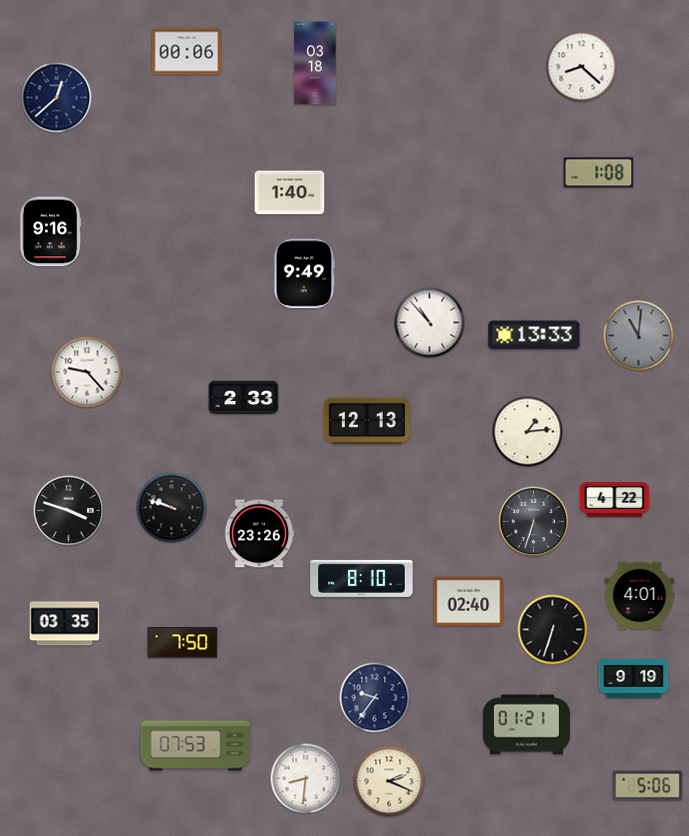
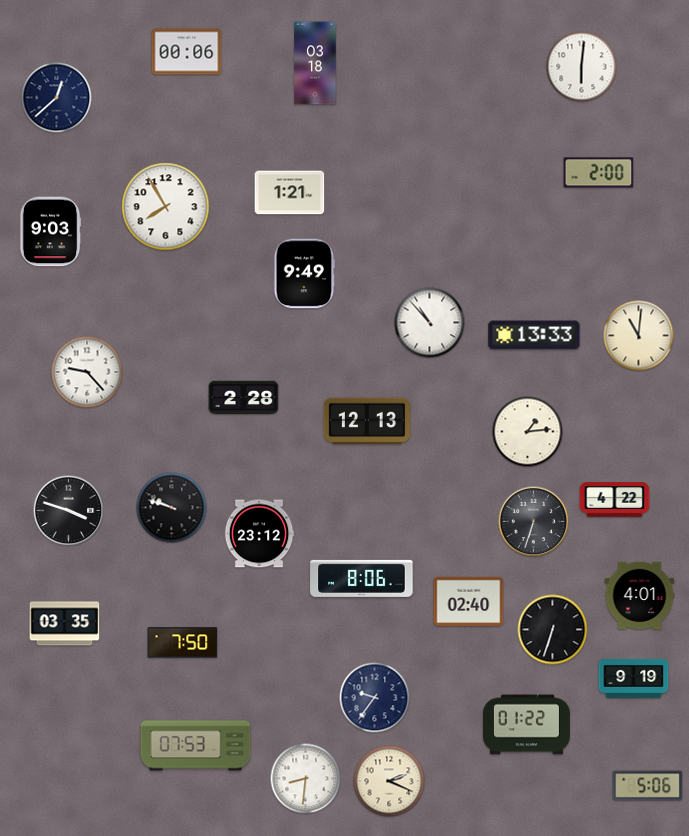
clock at (582, 67): 8:22 -> 6:01
clock at (599, 173): 1:08 -> 2:00
clock at (290, 193): 1:40 -> 1:21
clock at (166, 207): none -> 7:55
clock at (50, 232): 9:16 -> 9:03
clock at (639, 336) dial: grey -> cream
clock at (244, 397): 2:33 -> 2:28
clock at (259, 534): 23:26 -> 23:12
clock at (362, 578): 8:10 -> 8:06
clock at (526, 725): 01:21 -> 01:22
